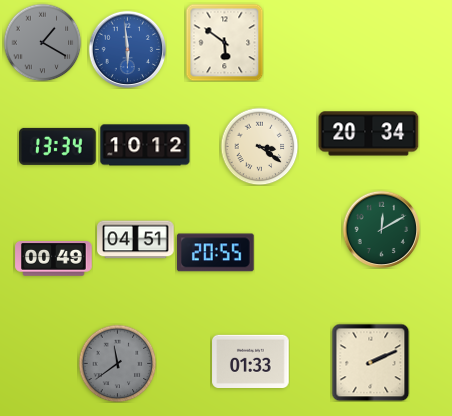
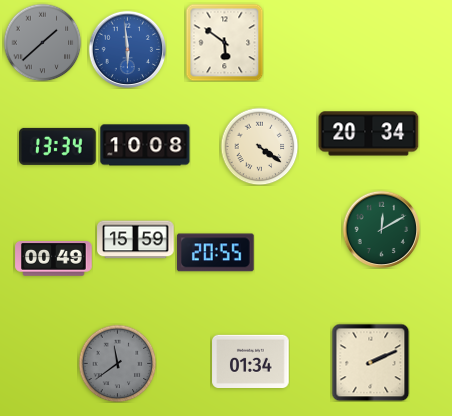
clock at (42, 42): 1:20 -> 1:38
clock at (145, 145): 10:12 -> 10:08
clock at (259, 146): 3:21 -> 4:21
clock at (136, 240): 04:51 -> 15:59
clock at (251, 361): 01:33 -> 01:34
